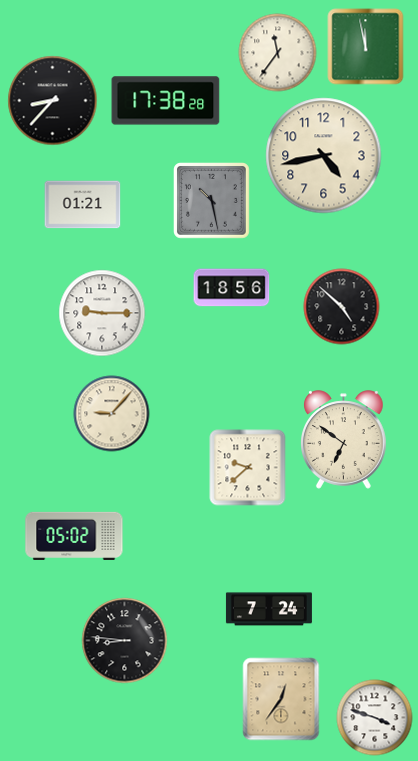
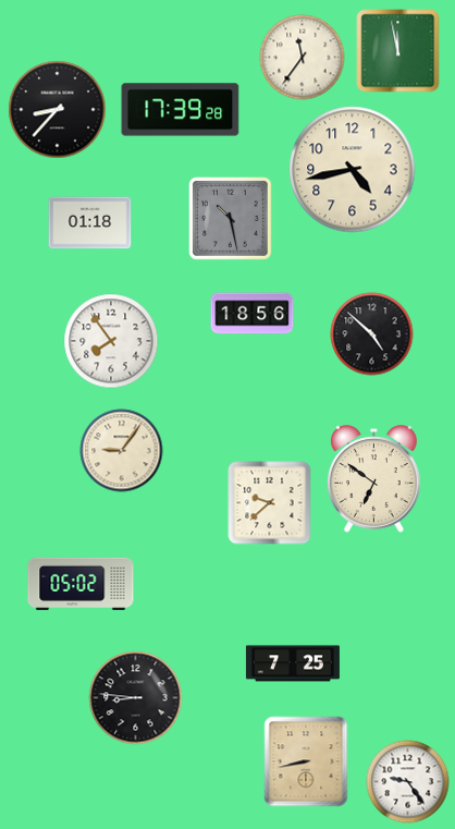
clock at (166, 101): 17:38 -> 17:39
clock at (83, 205): 01:21 -> 01:18
clock at (102, 313): 9:15 -> 7:54
clock at (112, 414): 9:07 -> 9:06
clock at (248, 468) position: (248, 468) -> (270, 503)
clock at (269, 609): 7:24 -> 7:25
clock at (281, 699): 12:36 -> 8:43
clock at (375, 718): 3:48 -> 9:24
